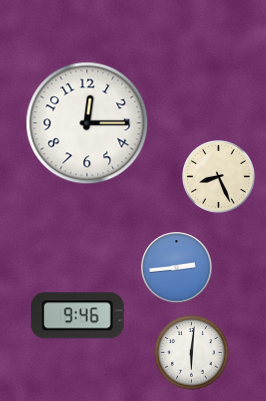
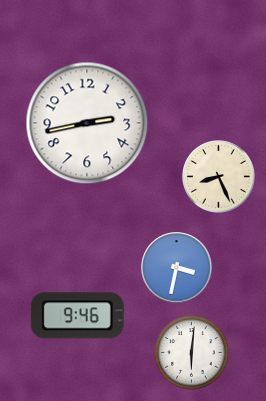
clock at (87, 123): 12:15 -> 2:43
clock at (177, 268): 2:44 -> 3:32
